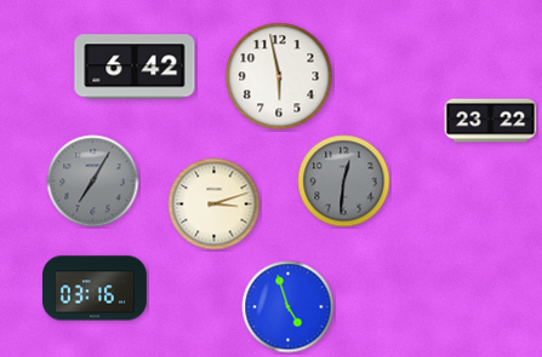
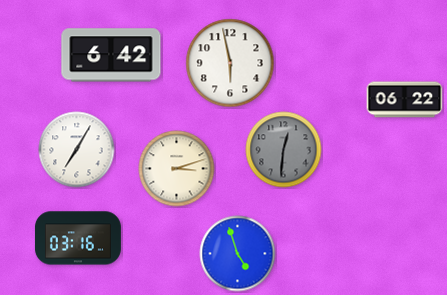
clock at (491, 121): 23:22 -> 06:22
clock at (93, 182) dial: grey -> white
